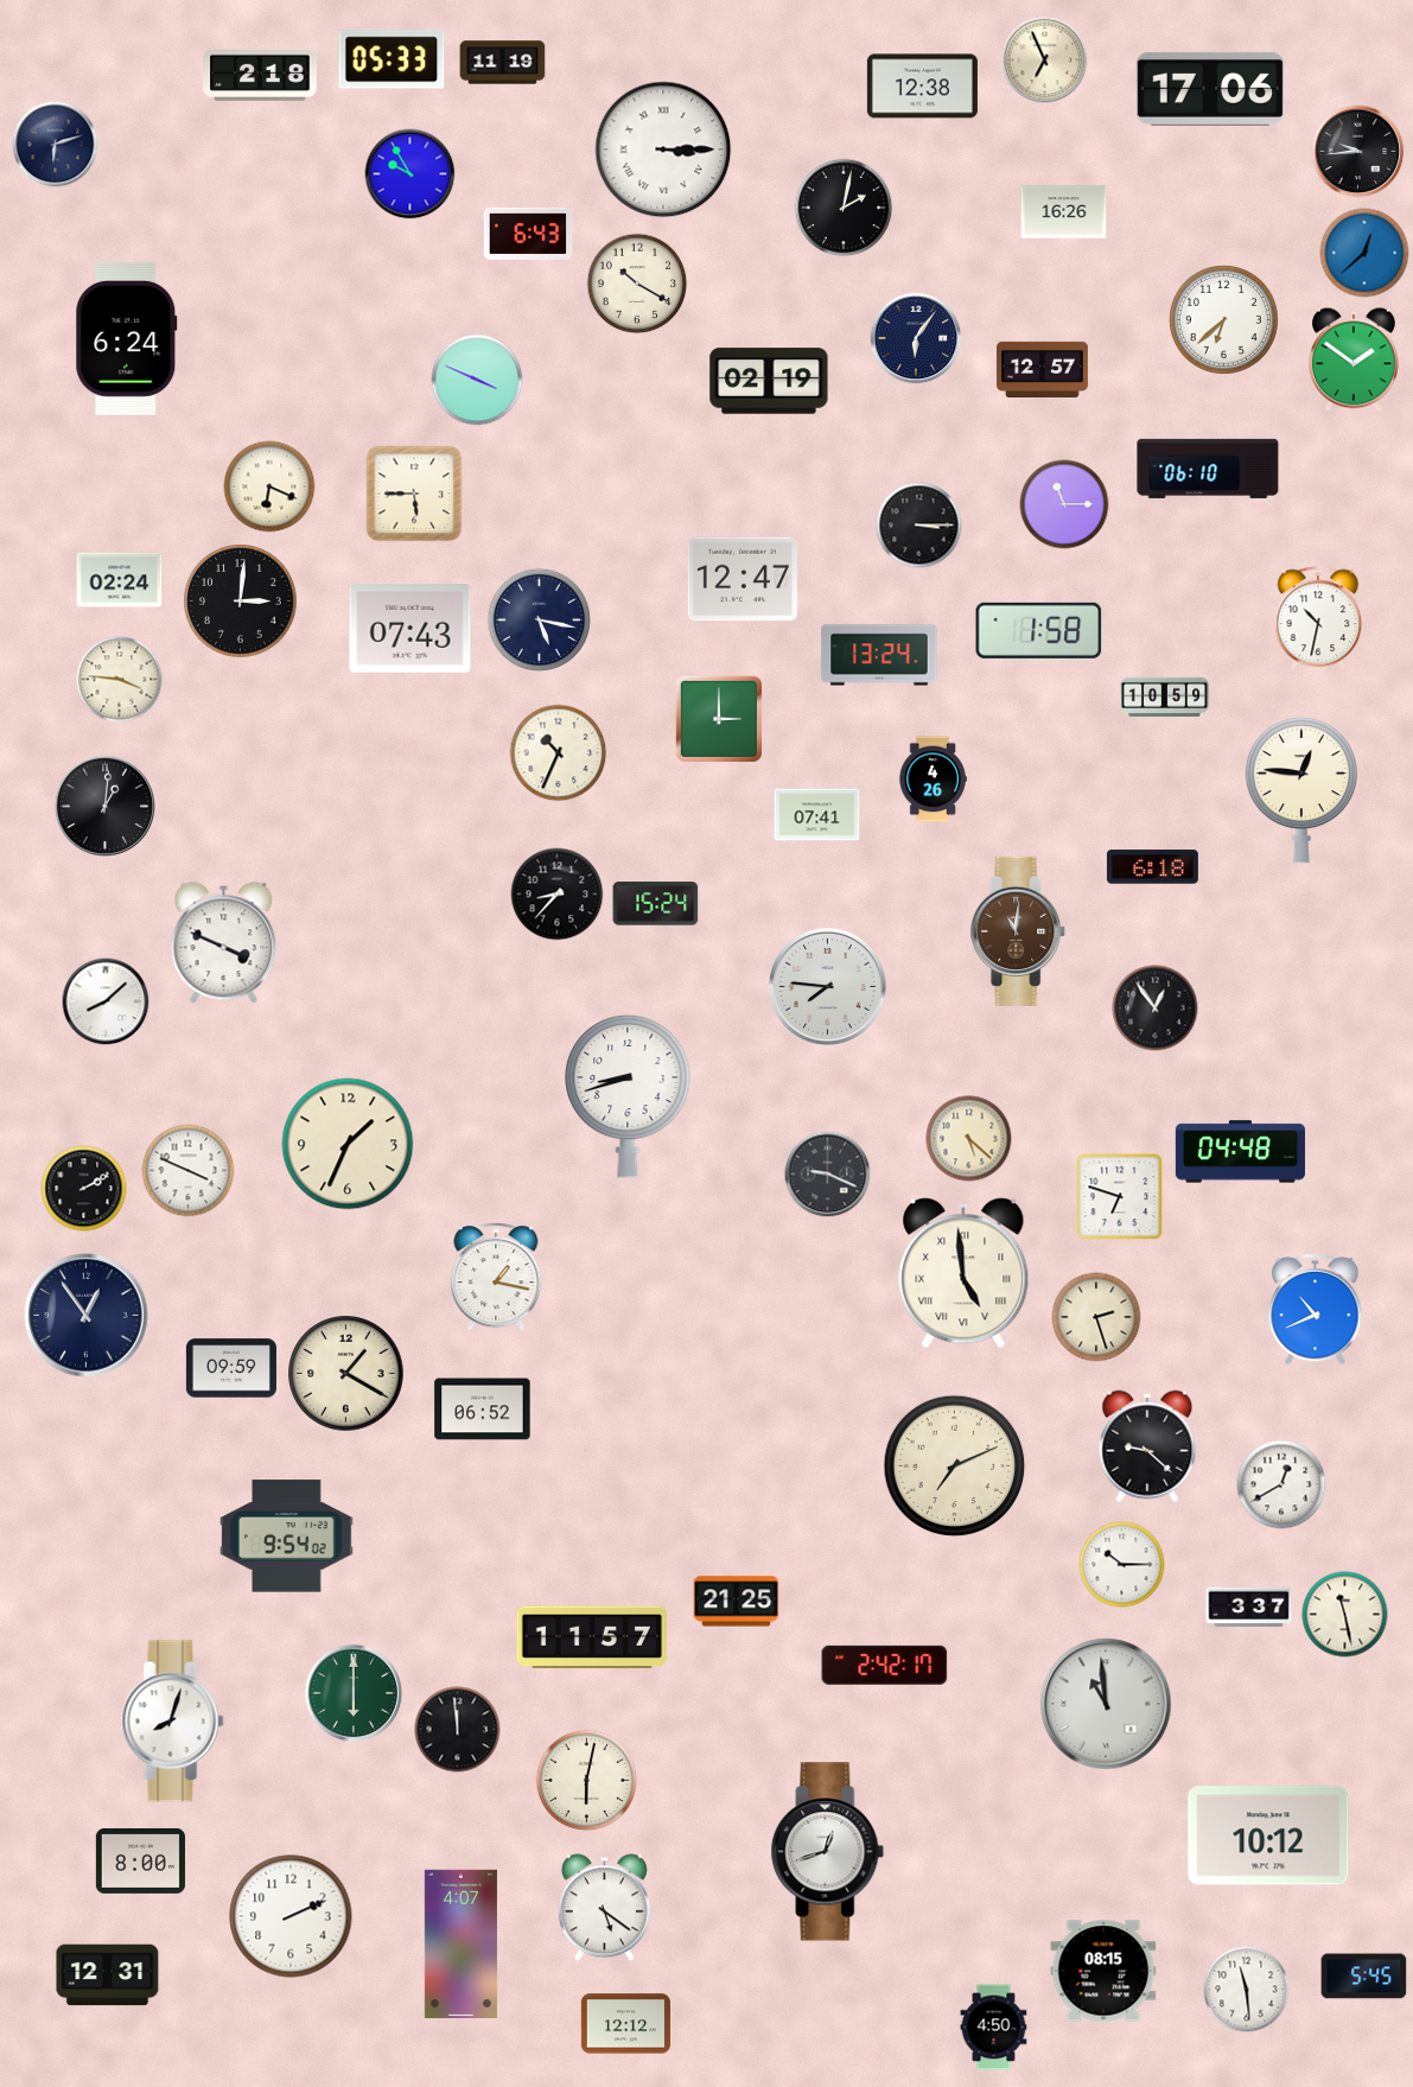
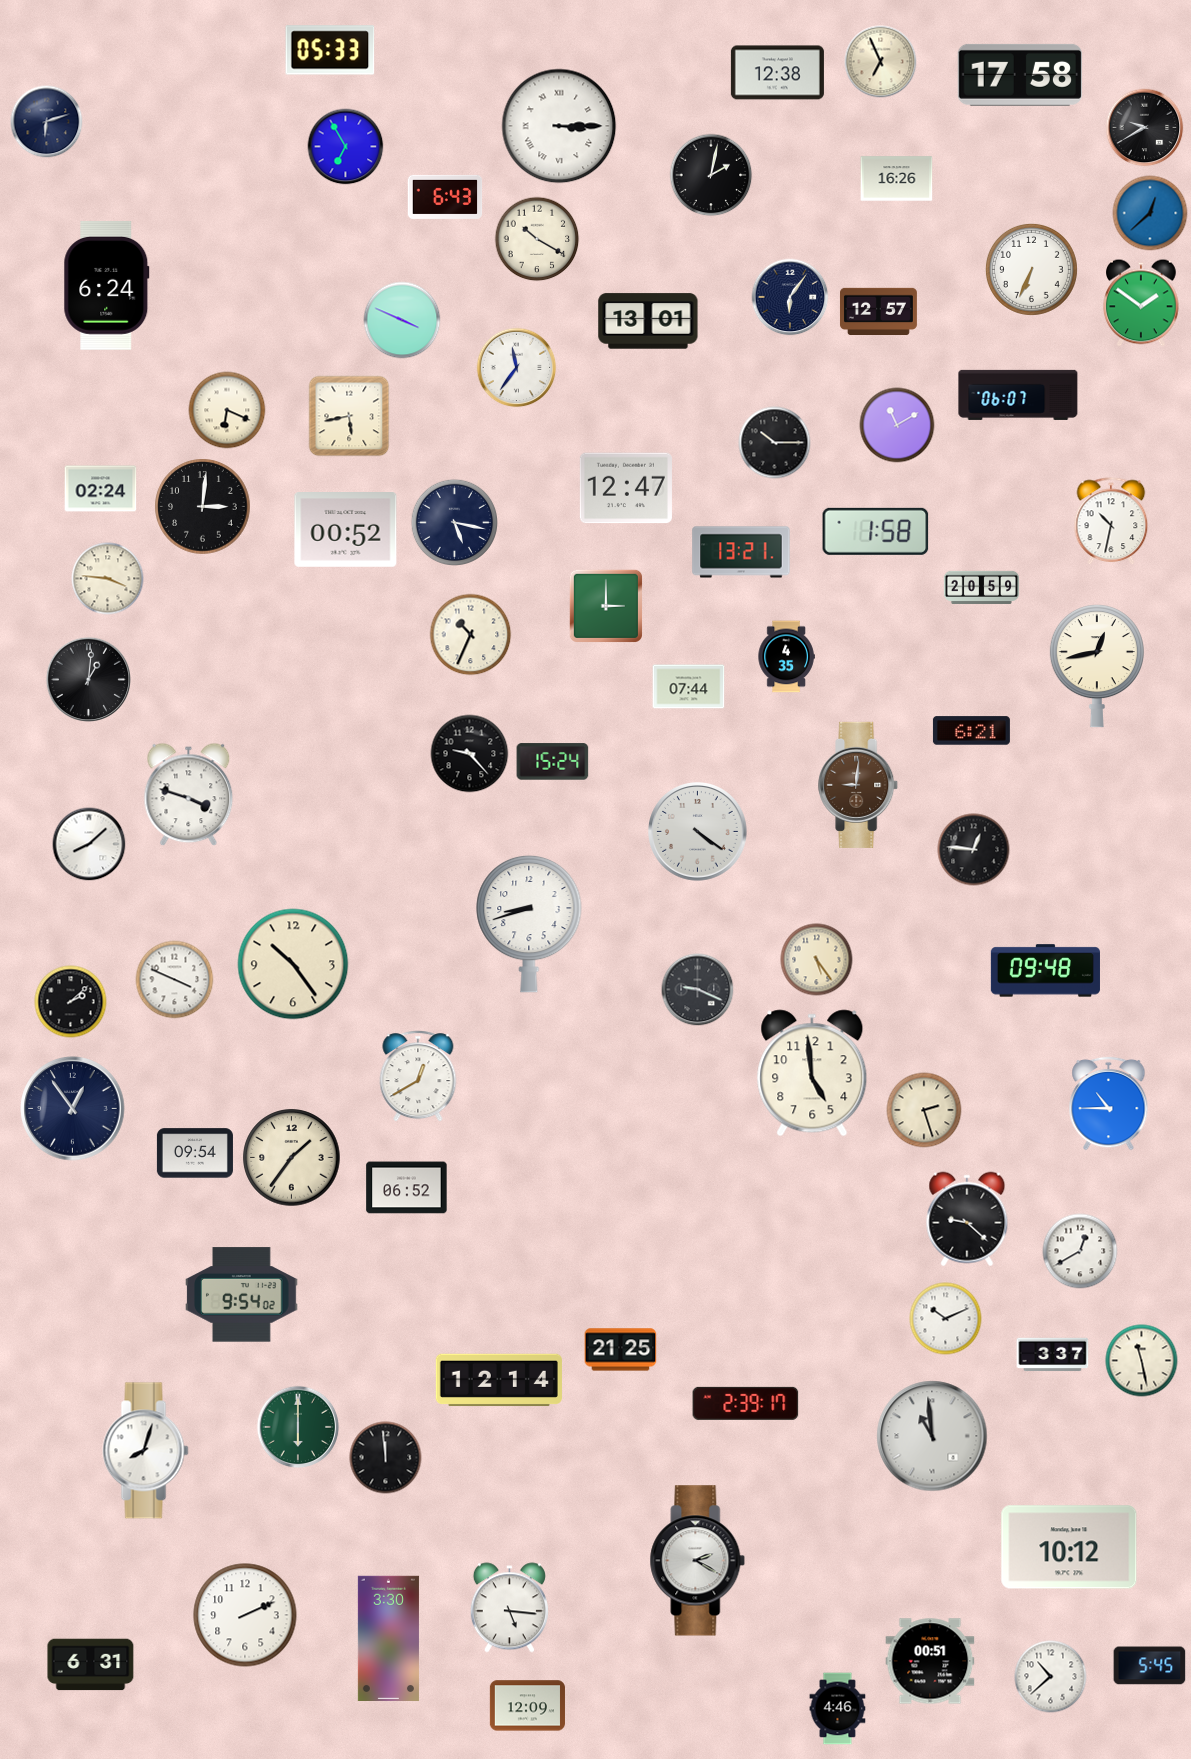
clock at (1045, 61) position: (1045, 61) -> (881, 62)
clock at (503, 63): 11:19 -> none
clock at (260, 75): 2:18 -> none
clock at (1210, 89): 17:06 -> 17:58
clock at (1358, 152): 9:44 -> 9:40
clock at (410, 174): 9:55 -> 6:55
clock at (1223, 319): 6:38 -> 6:34
clock at (916, 338) position: (916, 338) -> (790, 297)
clock at (769, 381): 02:19 -> 13:01
clock at (517, 368): none -> 11:36
clock at (1208, 469): 06:10 -> 06:07
clock at (414, 494): 5:45 -> 5:43
clock at (1064, 504): 11:15 -> 11:10
clock at (919, 526): 3:15 -> 10:15
clock at (410, 629): 07:43 -> 00:52
clock at (879, 655): 13:24 -> 13:21
clock at (120, 680) position: (120, 680) -> (108, 579)
clock at (1164, 696): 10:59 -> 20:59
clock at (933, 780): 4:26 -> 4:35
clock at (1301, 790): 12:46 -> 12:43
clock at (817, 815): 07:41 -> 07:44
clock at (1152, 867): 6:18 -> 6:21
clock at (558, 895): 8:37 -> 9:23
clock at (1019, 931): 11:01 -> 9:01
clock at (224, 943): 3:49 -> 3:48
clock at (828, 987): 7:46 -> 4:21
clock at (1156, 1008): 12:54 -> 12:46
clock at (969, 1139): 5:22 -> 5:24
clock at (348, 1144): 1:34 -> 10:24
clock at (1240, 1152): 04:48 -> 09:48
clock at (189, 1171) position: (189, 1171) -> (175, 980)
clock at (84, 1189): 2:10 -> 2:08
clock at (1120, 1197): 6:48 -> none
clock at (963, 1273) numerals: Roman -> Arabic
clock at (496, 1277): 1:17 -> 12:40
clock at (1316, 1309): 10:41 -> 10:45
clock at (231, 1368): 09:59 -> 09:54
clock at (346, 1374): 1:20 -> 1:36
clock at (955, 1466): 7:11 -> none
clock at (1122, 1565): 10:15 -> 10:11
clock at (1345, 1615) position: (1345, 1615) -> (1142, 1361)
clock at (592, 1637): 11:57 -> 12:14
clock at (885, 1665): 2:42 -> 2:39
clock at (587, 1781): 6:02 -> none
clock at (828, 1852): 12:42 -> 2:20
clock at (140, 1860): 8:00 -> none
clock at (604, 1908): 5:21 -> 5:16
clock at (460, 1943): 4:07 -> 3:30
clock at (1103, 1971): 08:15 -> 00:51
clock at (108, 1975): 12:31 -> 6:31
clock at (1247, 1990): 11:29 -> 10:38
clock at (625, 2024): 12:12 -> 12:09
clock at (994, 2028): 4:50 -> 4:46
